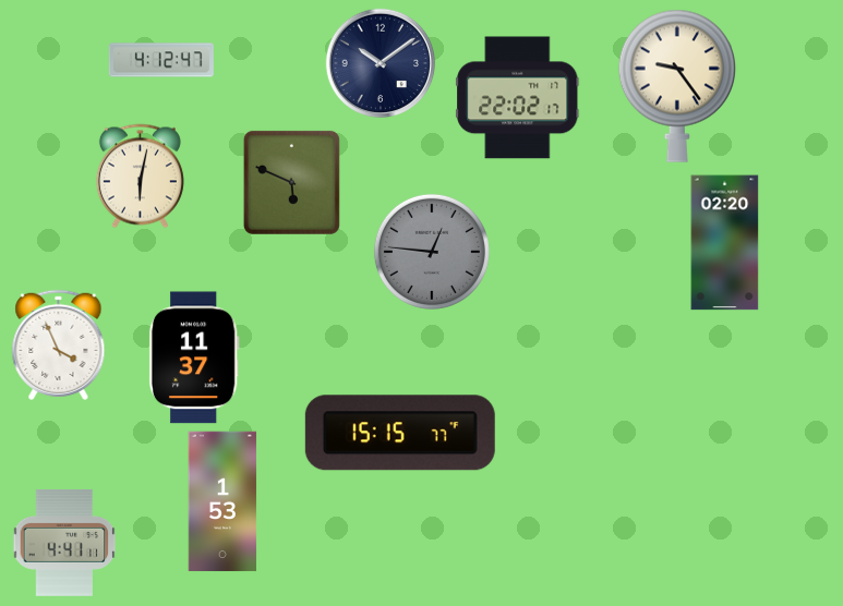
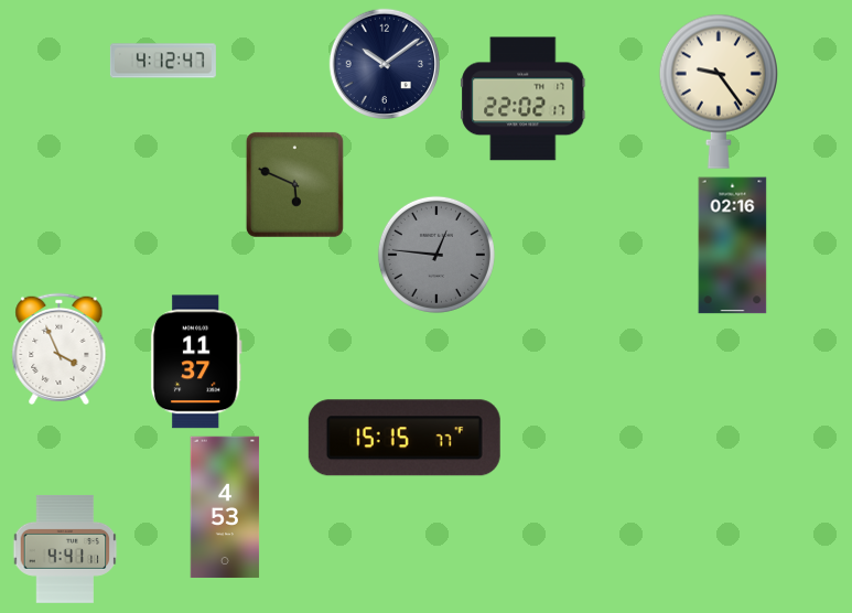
clock at (676, 86) position: (676, 86) -> (718, 92)
clock at (140, 177): 6:02 -> none
clock at (725, 243): 02:20 -> 02:16
clock at (222, 501): 1:53 -> 4:53
